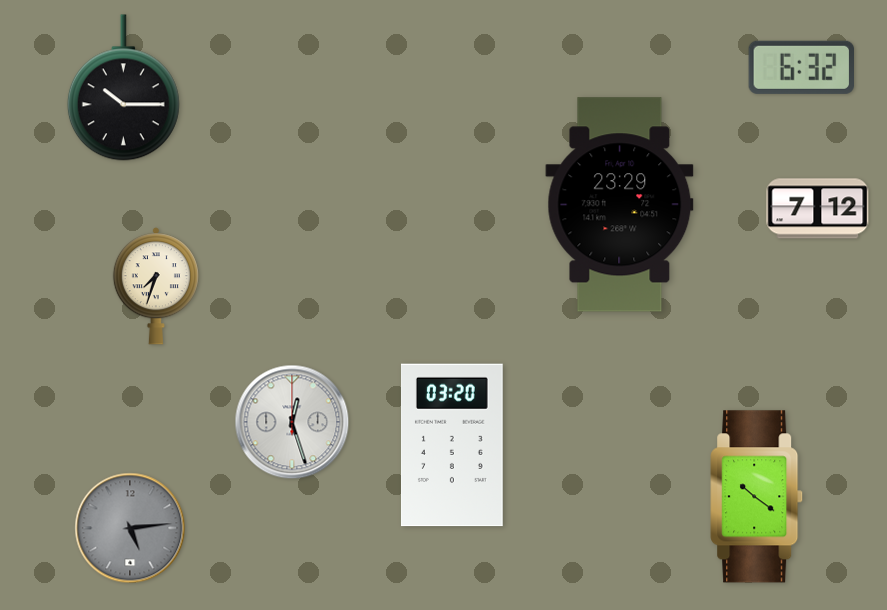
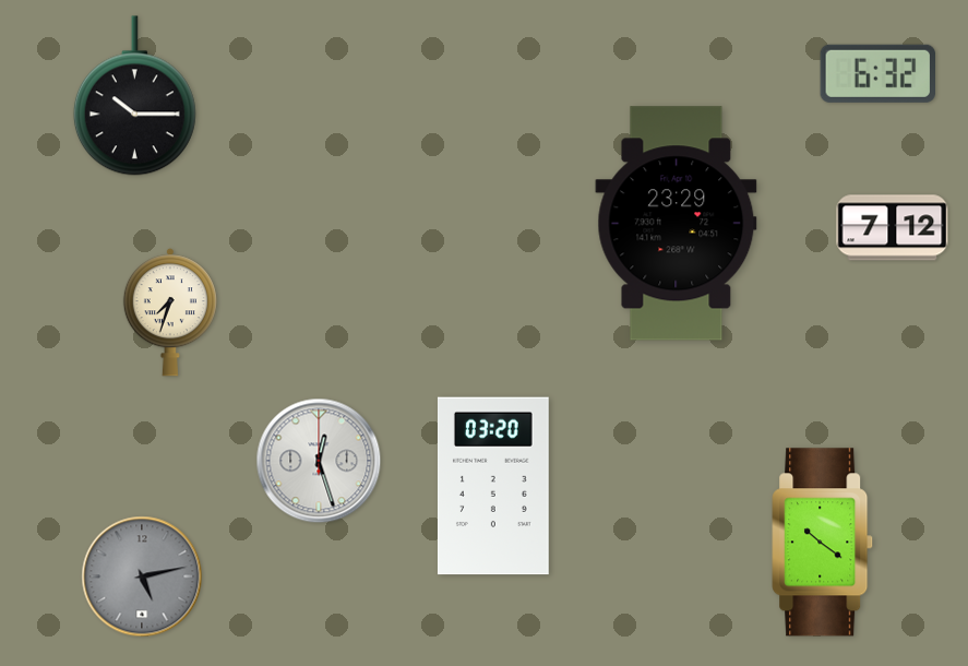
clock at (801, 67) position: (801, 67) -> (877, 73)
clock at (757, 497) position: (757, 497) -> (823, 543)
clock at (130, 528): 5:14 -> 5:13
